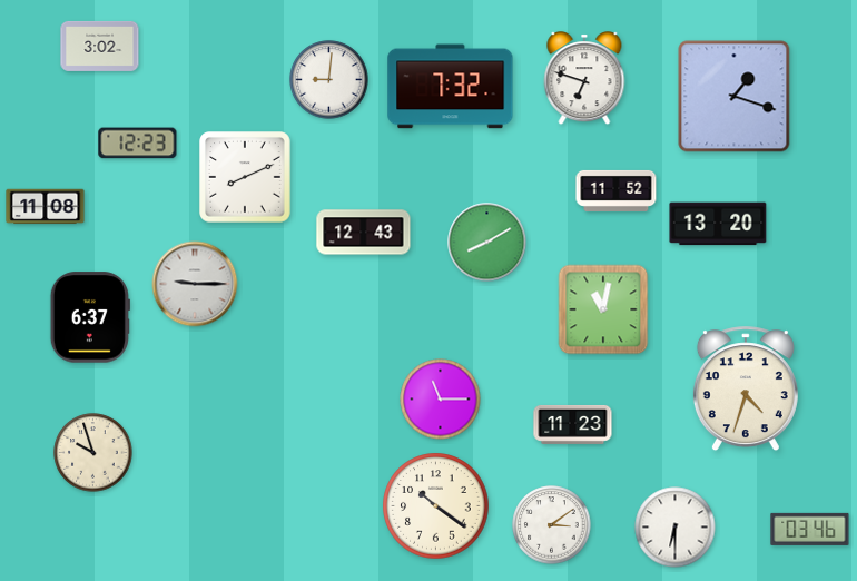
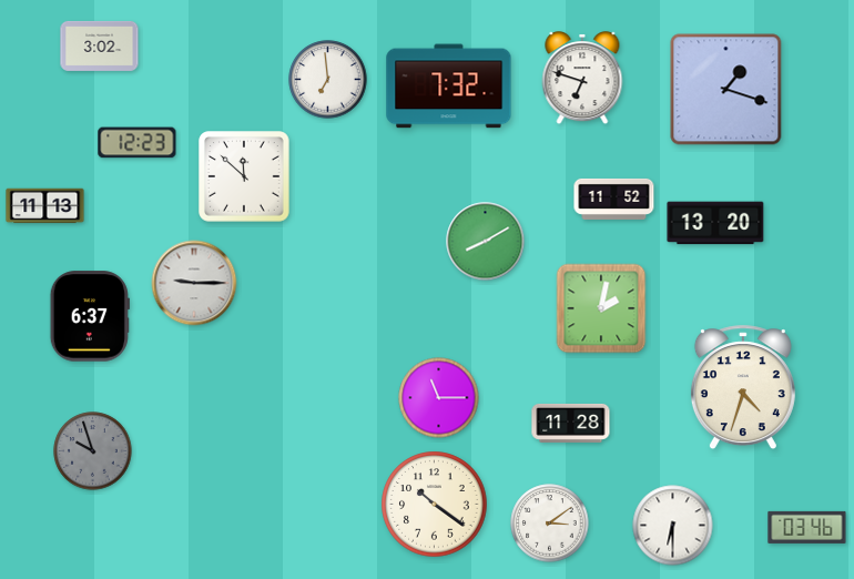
clock at (329, 80): 9:01 -> 6:59
clock at (735, 97) position: (735, 97) -> (726, 90)
clock at (245, 177): 8:11 -> 11:52
clock at (617, 190) position: (617, 190) -> (614, 199)
clock at (46, 207): 11:08 -> 11:13
clock at (364, 233): 12:43 -> none
clock at (603, 309): 11:02 -> 2:02
clock at (573, 424): 11:23 -> 11:28
clock at (93, 453) dial: cream -> grey
